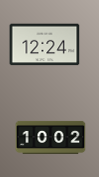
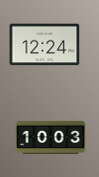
clock at (51, 137): 10:02 -> 10:03
